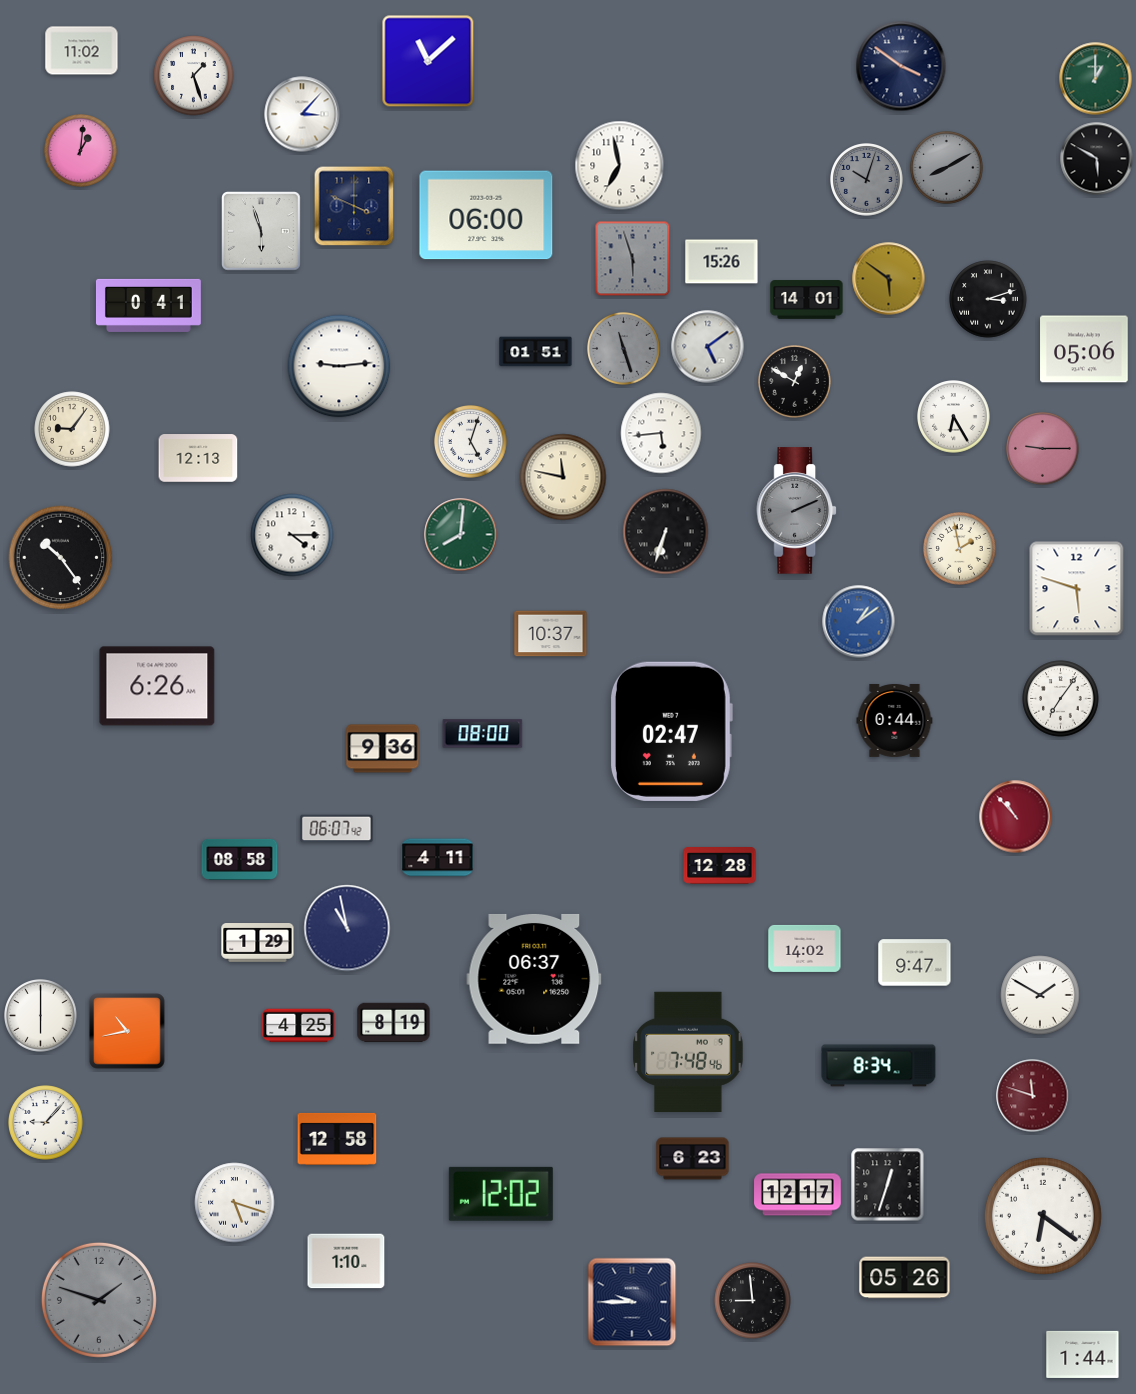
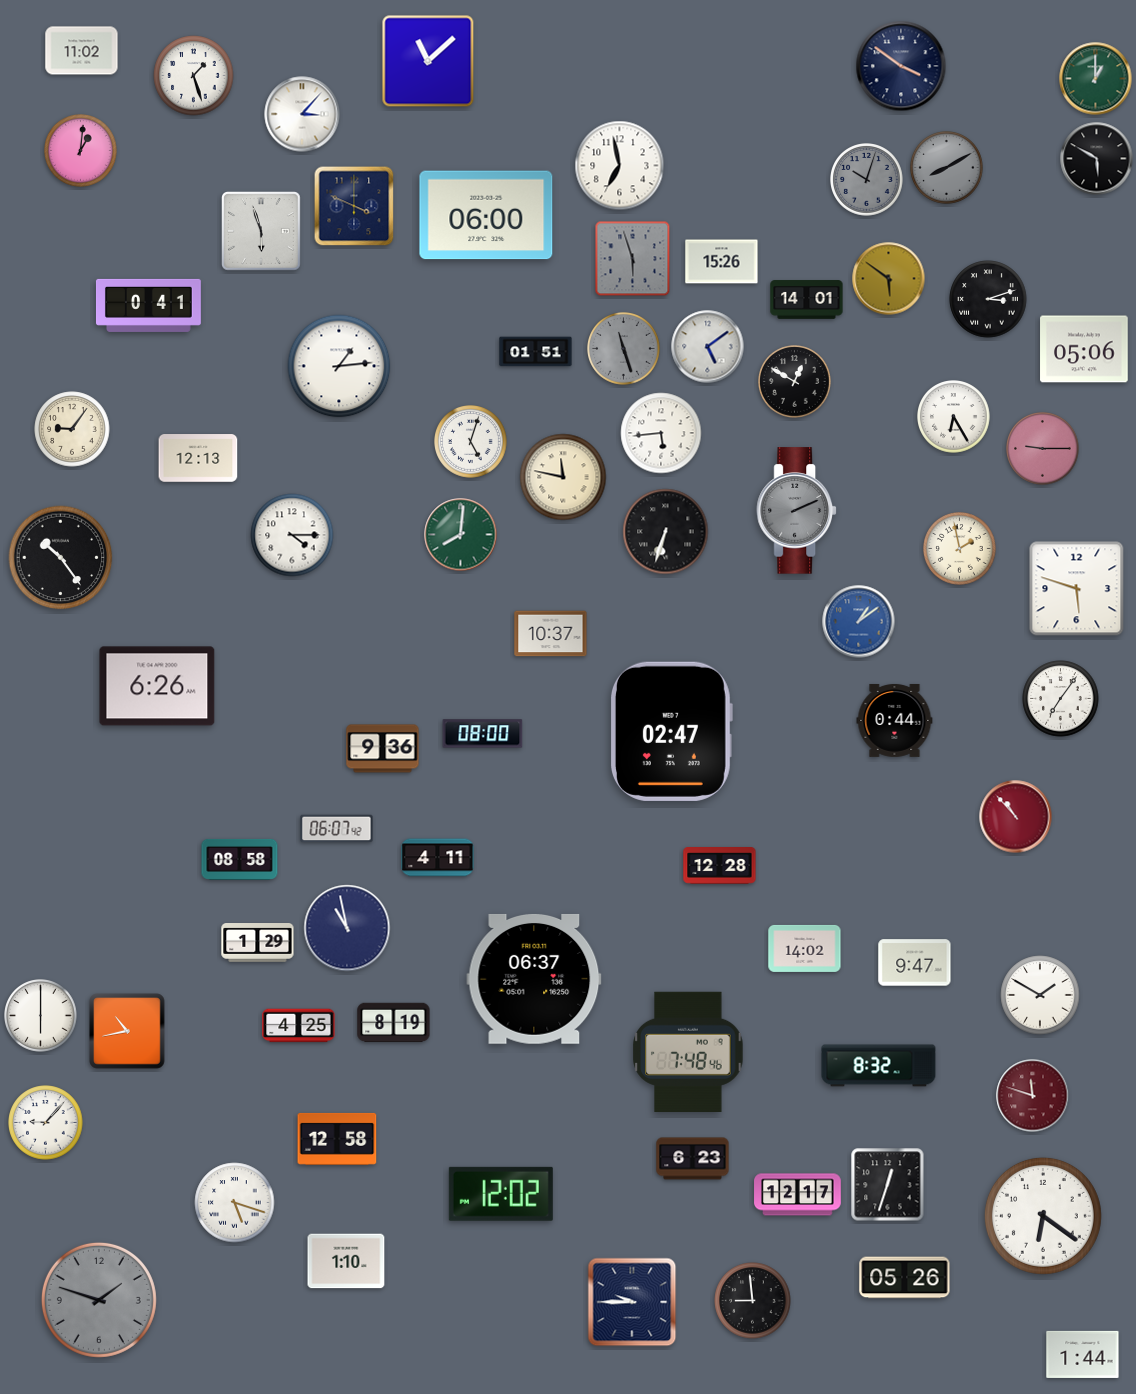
clock at (339, 366): 9:14 -> 1:14
clock at (879, 1066): 8:34 -> 8:32
